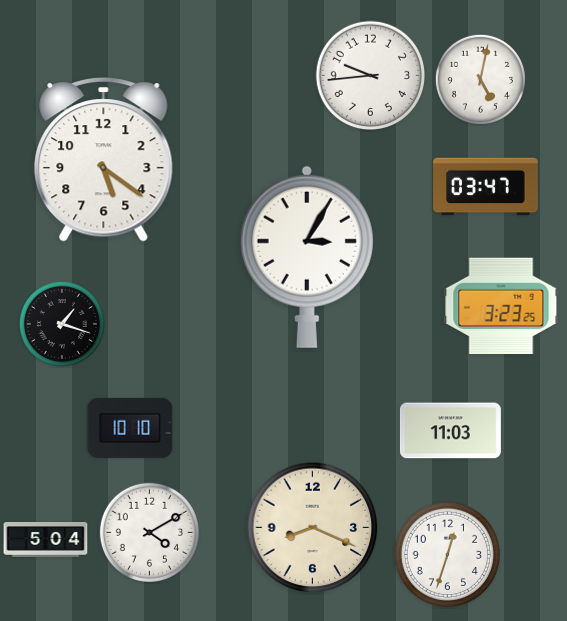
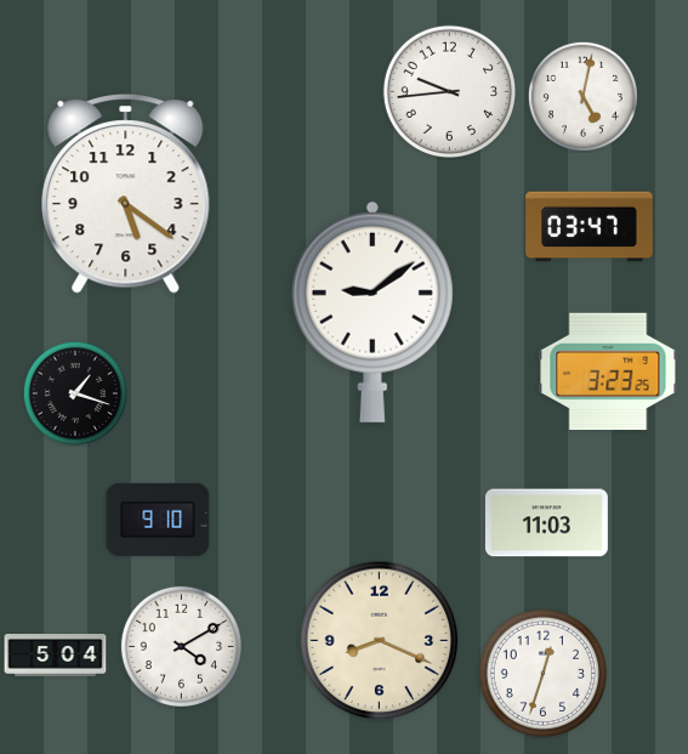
clock at (307, 257): 3:05 -> 9:09
clock at (130, 428): 10:10 -> 9:10
